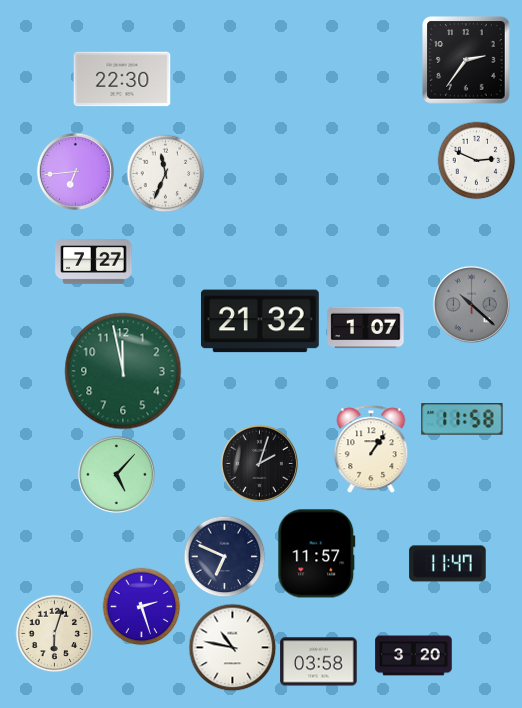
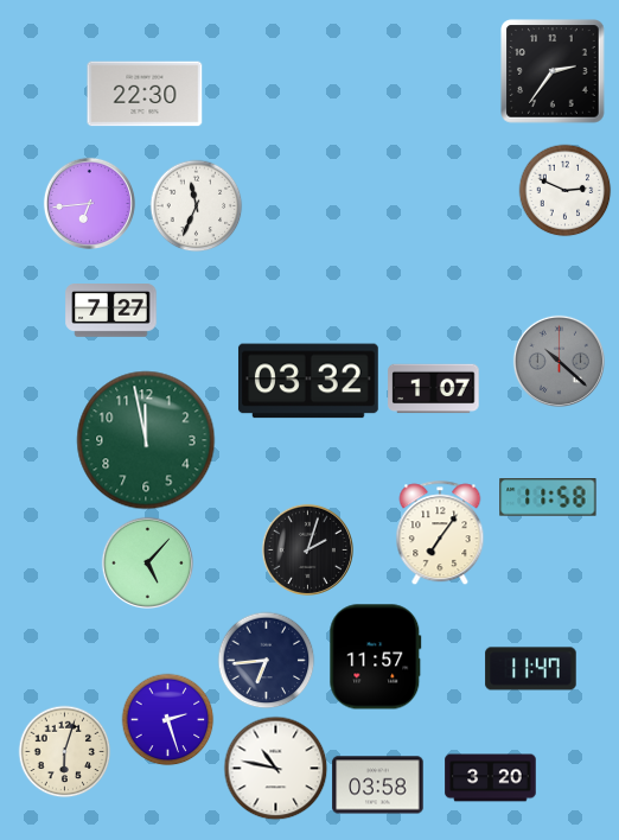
clock at (260, 321): 21:32 -> 03:32
clock at (371, 449): 1:06 -> 7:06
clock at (116, 474) position: (116, 474) -> (147, 562)
clock at (224, 556): 6:49 -> 6:44
